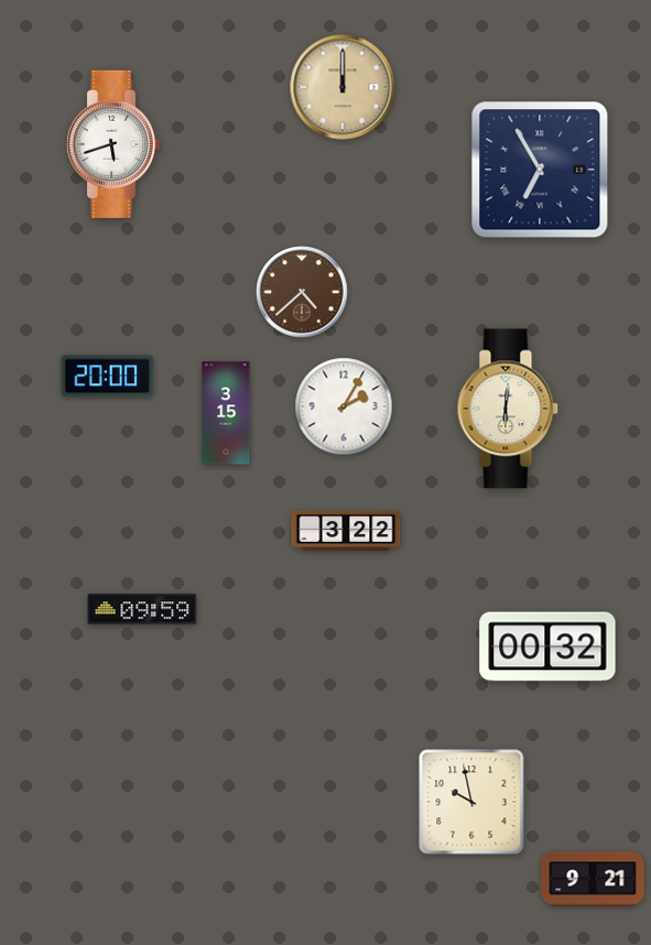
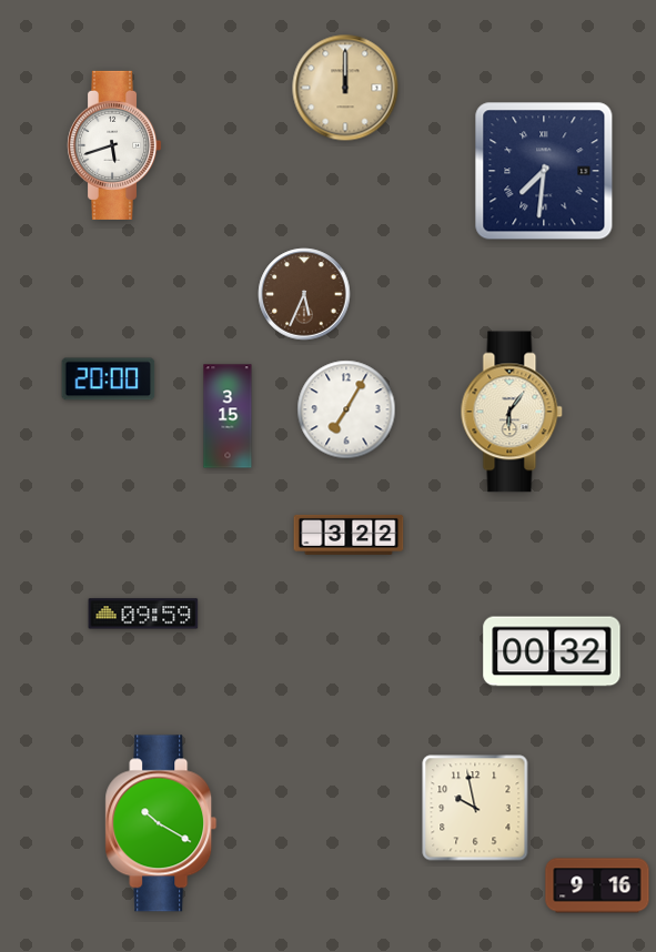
clock at (540, 170): 6:55 -> 7:31
clock at (302, 292): 4:38 -> 5:34
clock at (344, 406): 2:05 -> 7:05
clock at (508, 409): 6:01 -> 6:06
clock at (161, 823): none -> 10:20
clock at (593, 879): 9:21 -> 9:16
